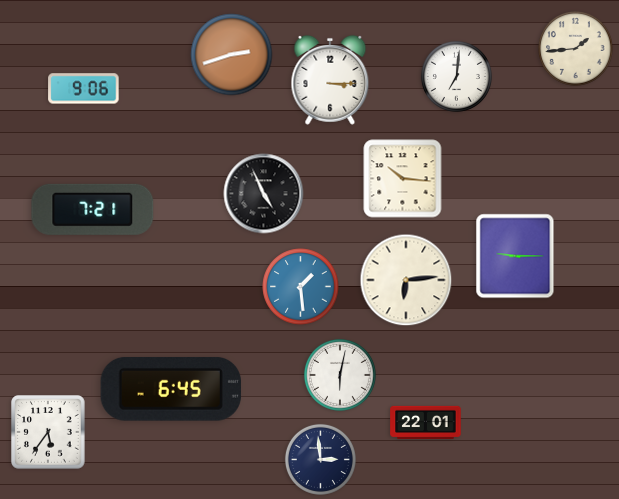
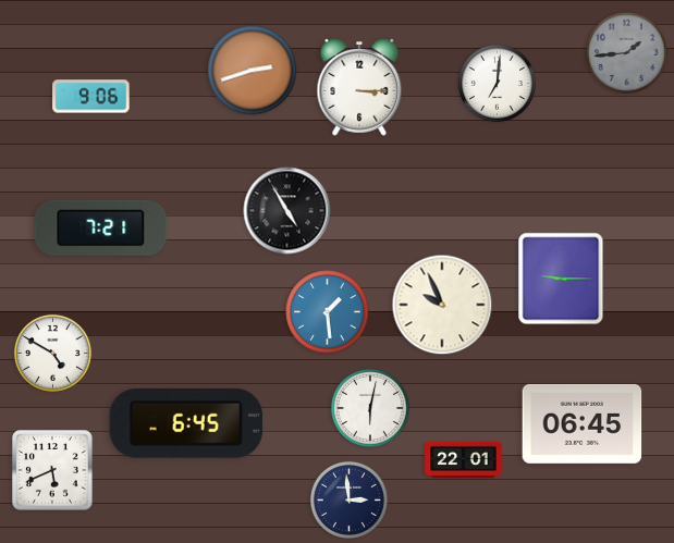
clock at (576, 49) dial: cream -> grey
clock at (232, 55) position: (232, 55) -> (253, 71)
clock at (403, 179): 10:16 -> none
clock at (264, 194): 4:56 -> 4:55
clock at (406, 280): 6:14 -> 9:56
clock at (52, 353): none -> 4:50
clock at (583, 423): none -> 06:45
clock at (48, 432): 5:36 -> 5:41
